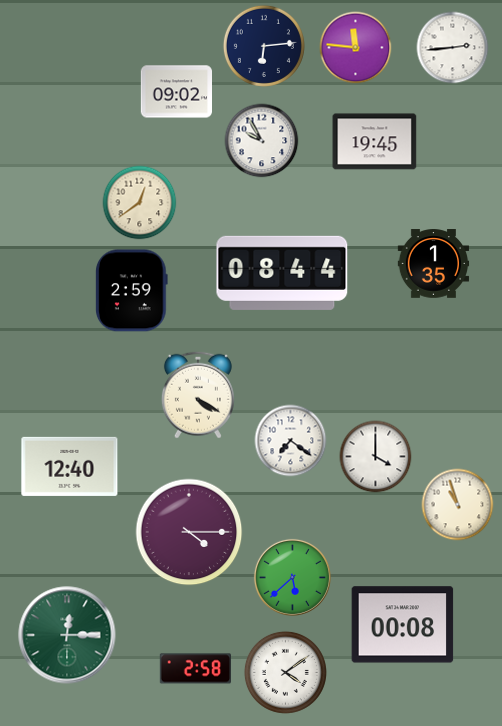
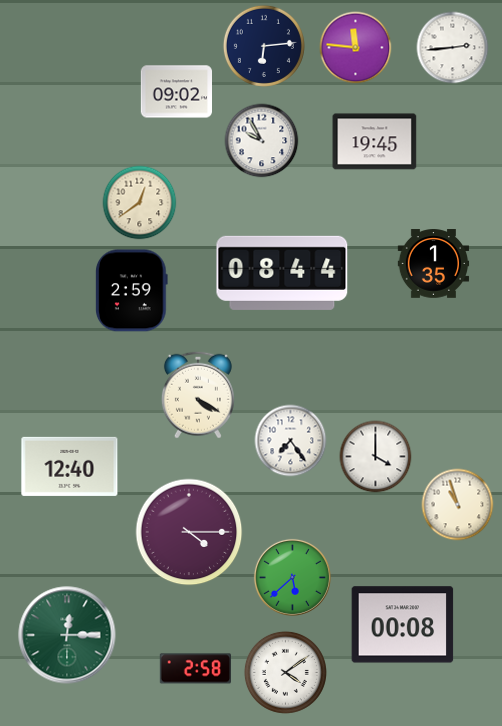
clock at (291, 441): 7:21 -> 7:24
